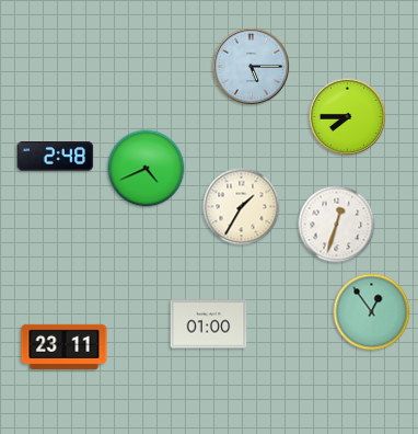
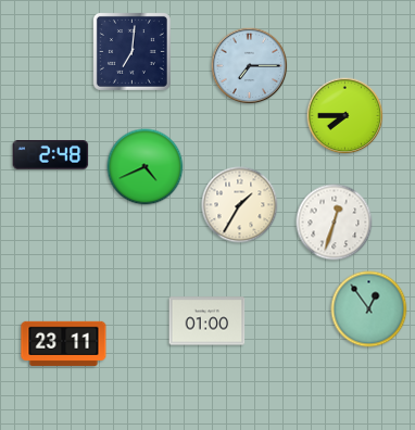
clock at (131, 51): none -> 7:01
clock at (252, 67): 5:15 -> 7:15
clock at (56, 157) position: (56, 157) -> (51, 155)
